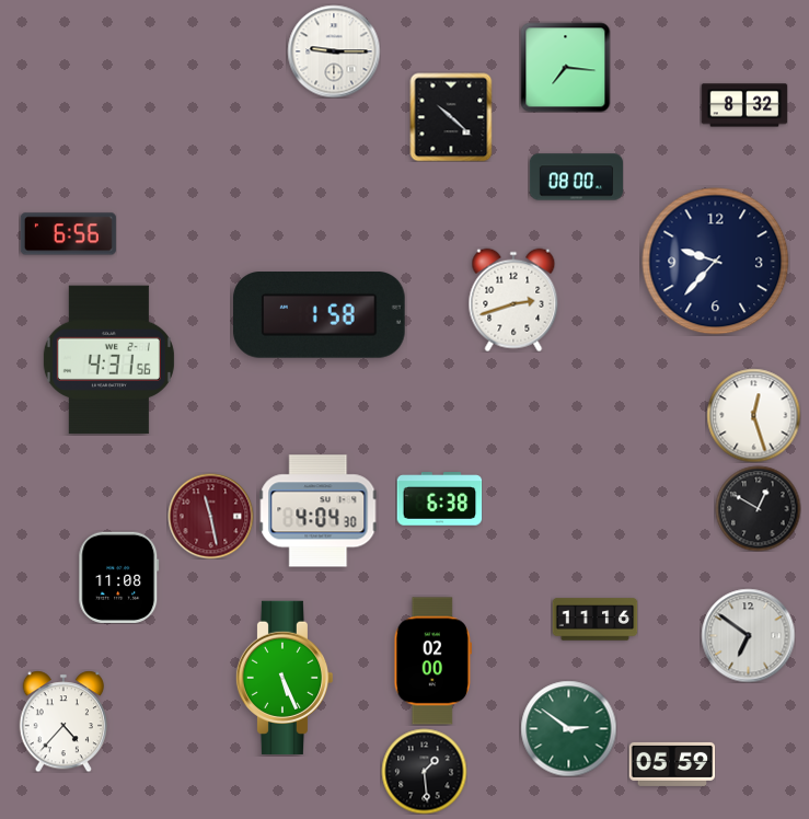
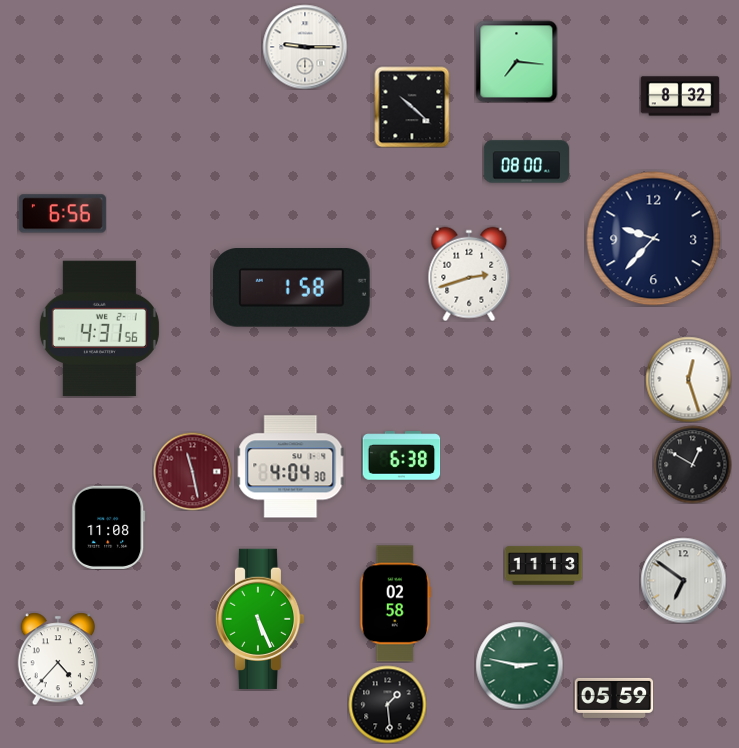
clock at (594, 620): 11:16 -> 11:13
clock at (432, 661): 02:00 -> 02:58
clock at (568, 728): 2:51 -> 2:47
